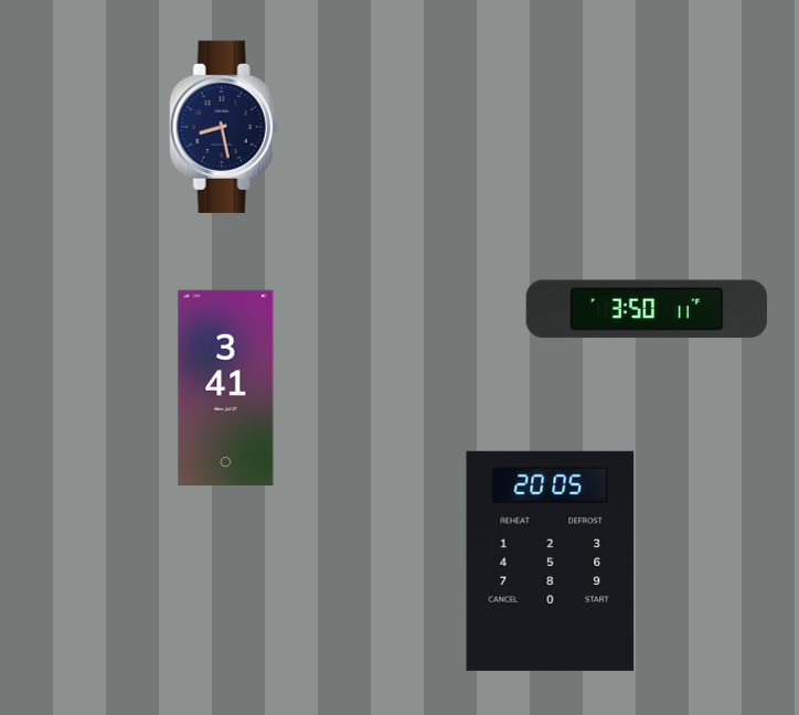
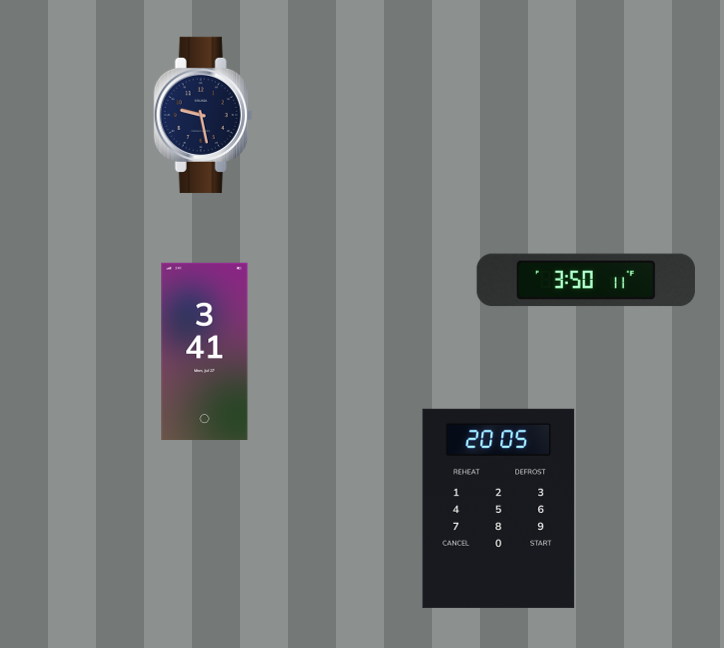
clock at (224, 127): 8:28 -> 9:28
